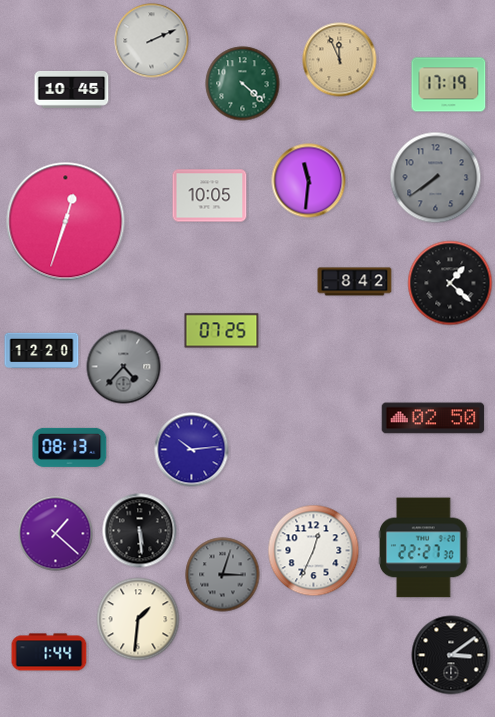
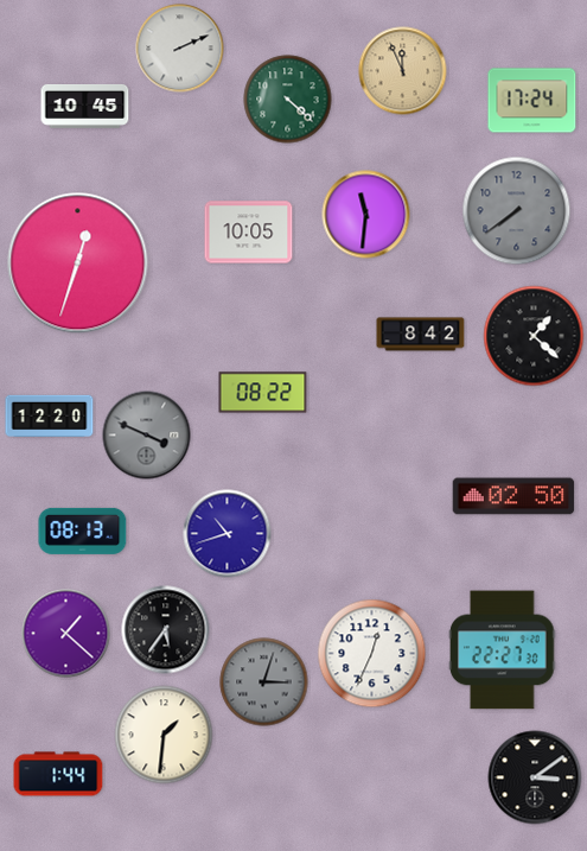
clock at (449, 85): 17:19 -> 17:24
clock at (222, 331): 07:25 -> 08:22
clock at (124, 367): 4:37 -> 3:49
clock at (192, 450): 10:14 -> 10:42
clock at (140, 531): 5:29 -> 5:36
